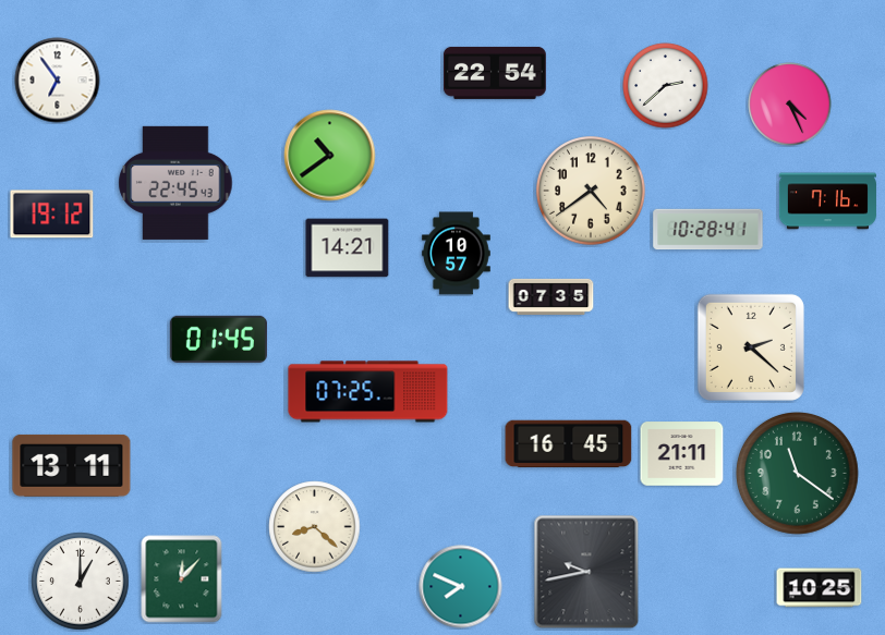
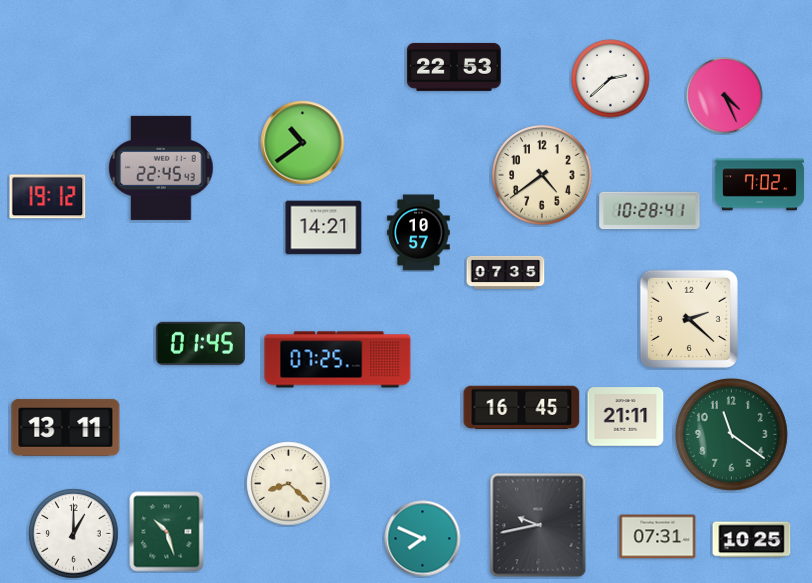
clock at (495, 73): 22:54 -> 22:53
clock at (58, 81): 6:54 -> none
clock at (827, 202): 7:16 -> 7:02
clock at (348, 248) position: (348, 248) -> (324, 228)
clock at (218, 339) position: (218, 339) -> (200, 343)
clock at (182, 579): 12:07 -> 10:27
clock at (658, 537): none -> 07:31
